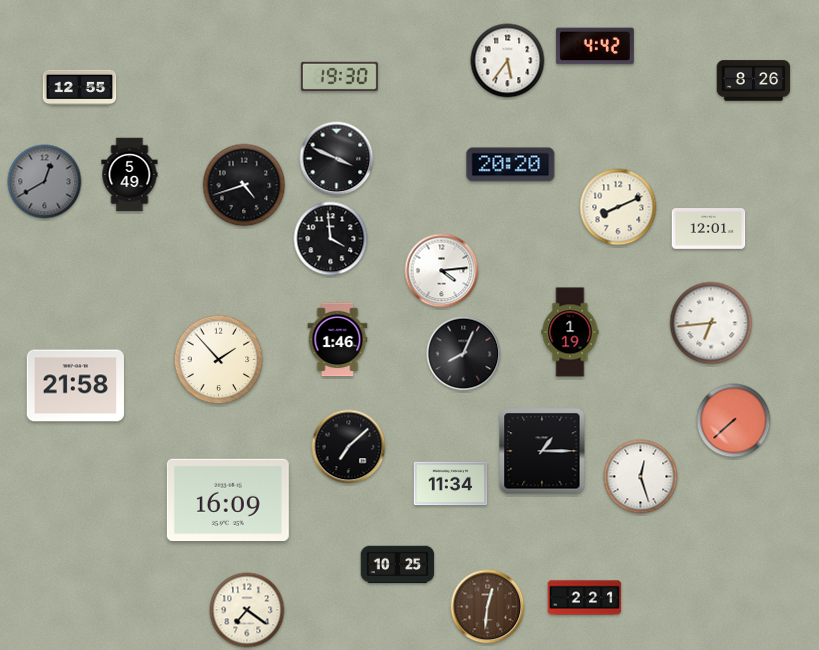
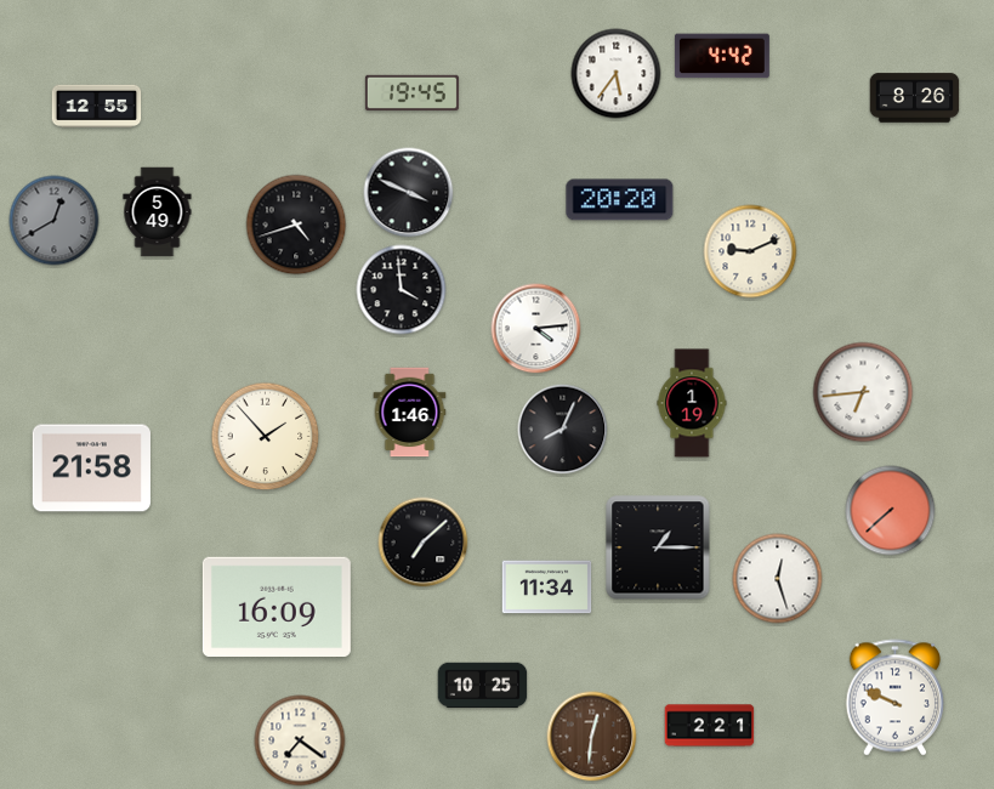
clock at (339, 76): 19:30 -> 19:45
clock at (618, 207): 8:11 -> 9:11
clock at (709, 229): 12:01 -> none
clock at (896, 698): none -> 9:49
